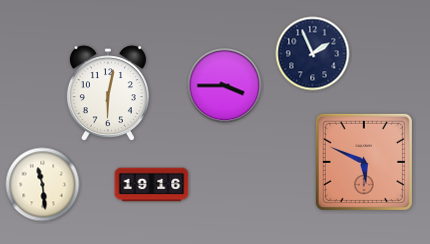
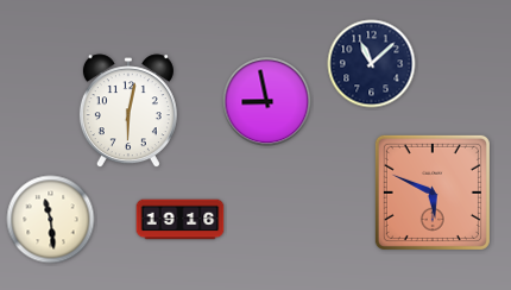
clock at (313, 54): 1:56 -> 11:08
clock at (225, 86): 3:45 -> 8:58
